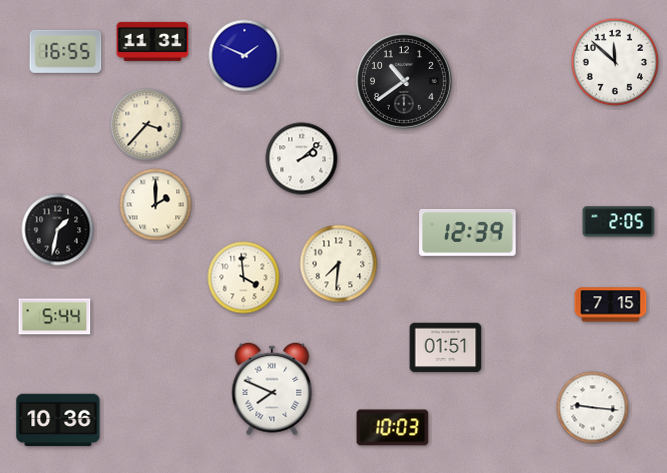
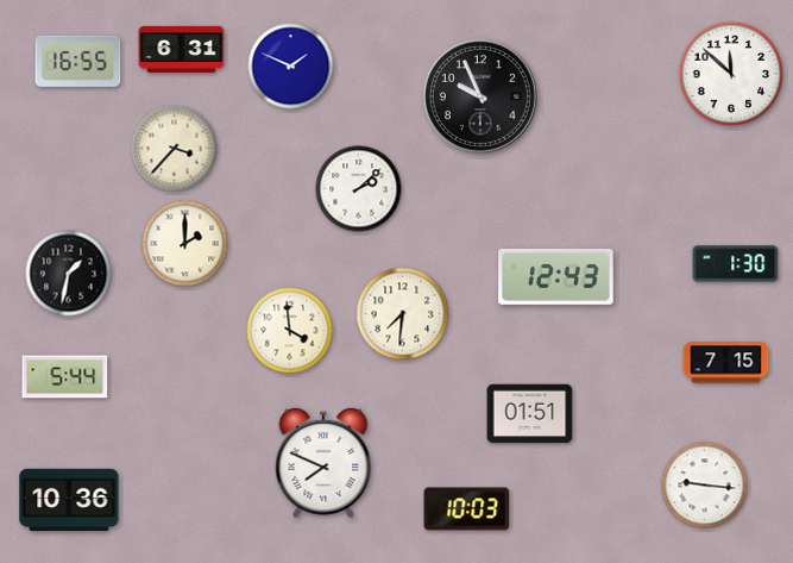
clock at (153, 41): 11:31 -> 6:31
clock at (404, 81): 10:39 -> 9:56
clock at (619, 222): 2:05 -> 1:30
clock at (468, 232): 12:39 -> 12:43
